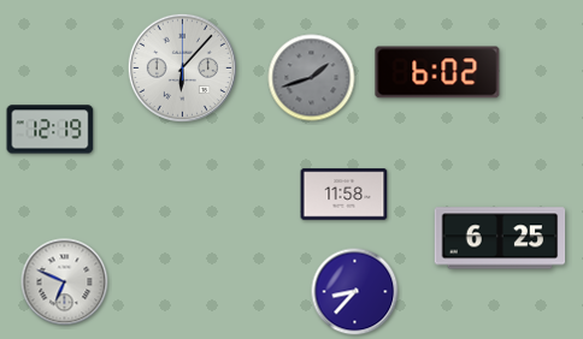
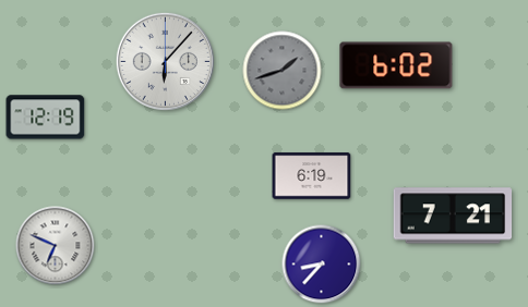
clock at (344, 195): 11:58 -> 6:19
clock at (500, 238): 6:25 -> 7:21
clock at (65, 282) position: (65, 282) -> (56, 246)
